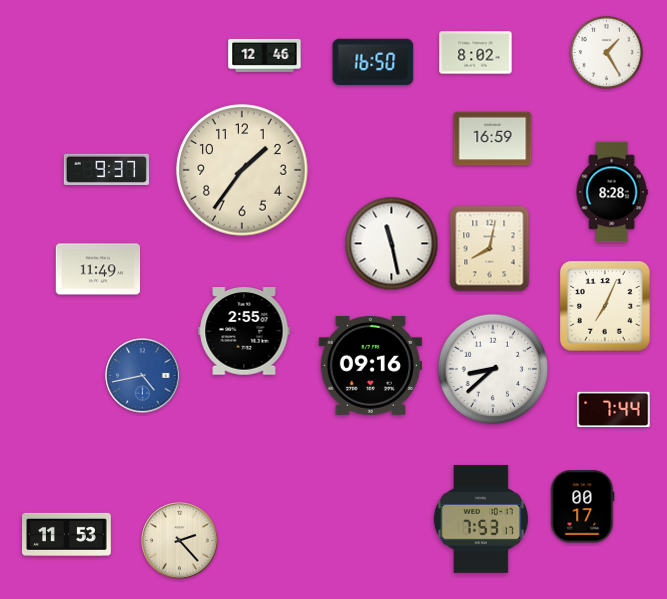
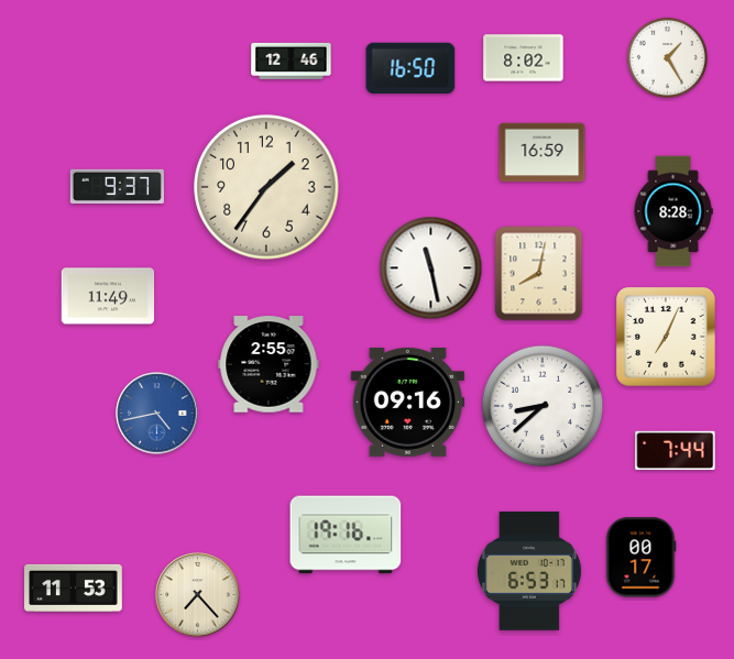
clock at (346, 535): none -> 19:16
clock at (481, 519): 7:53 -> 6:53
clock at (180, 541): 2:23 -> 7:23
